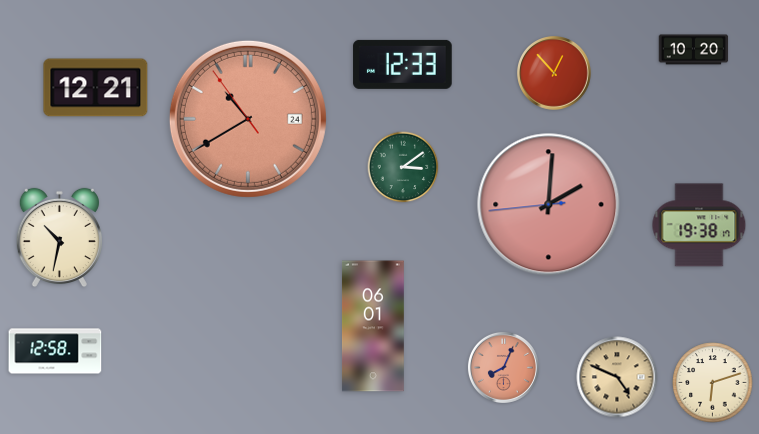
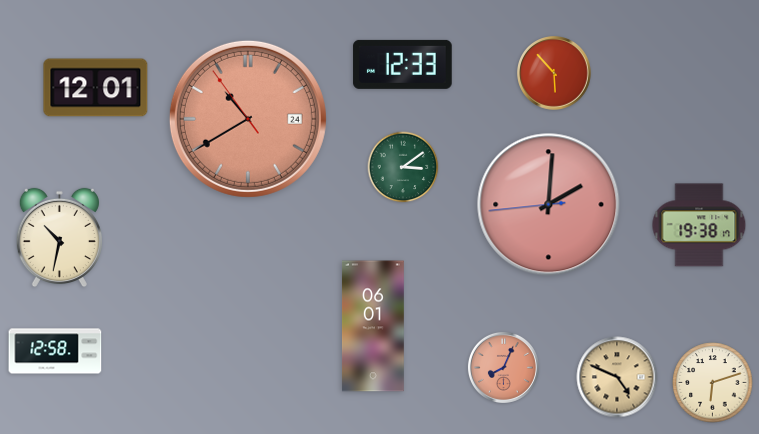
clock at (694, 50): 10:20 -> none
clock at (555, 74): 12:53 -> 5:53
clock at (96, 88): 12:21 -> 12:01
